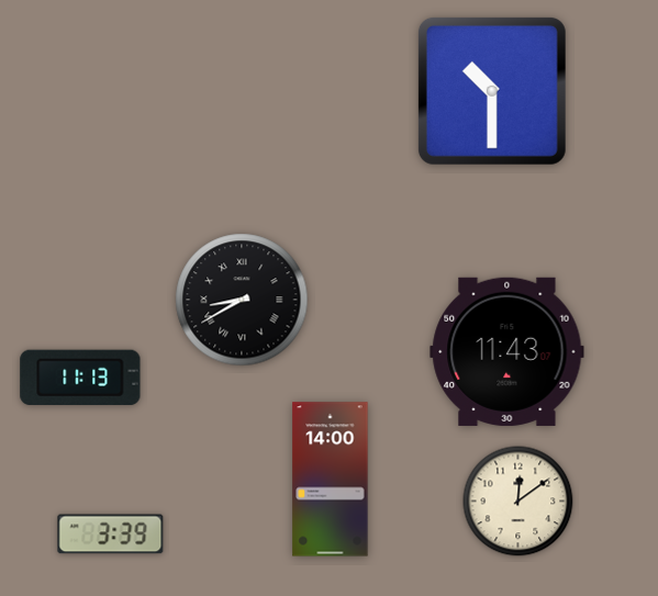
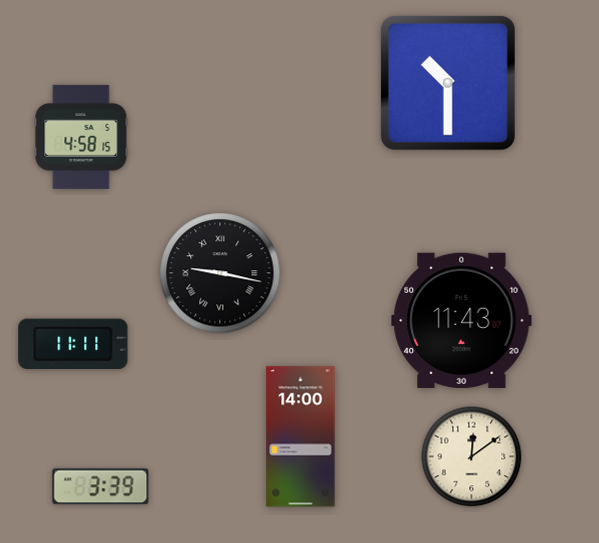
clock at (81, 137): none -> 4:58
clock at (242, 300): 8:40 -> 9:17
clock at (80, 378): 11:13 -> 11:11
